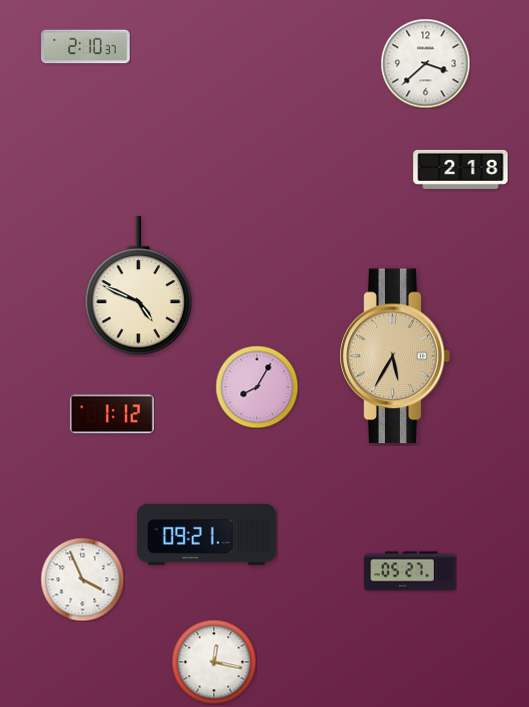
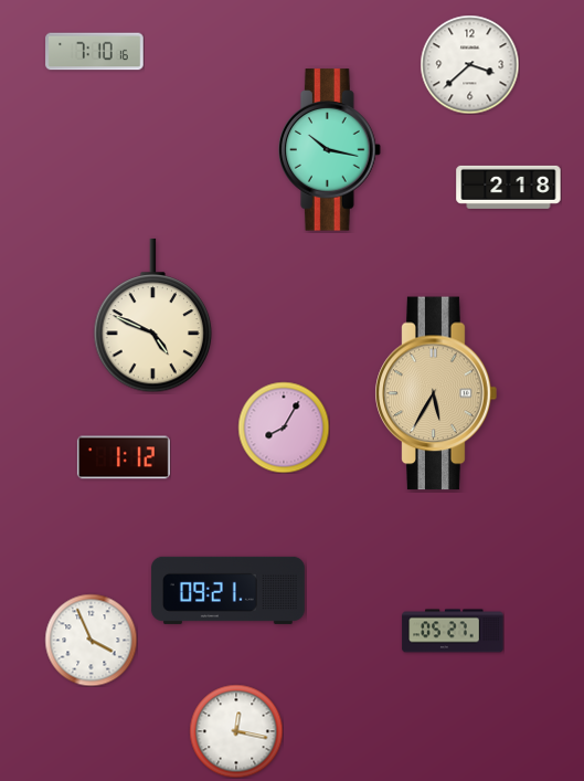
clock at (86, 47): 2:10 -> 7:10
clock at (425, 63) position: (425, 63) -> (469, 64)
clock at (330, 150): none -> 10:17
